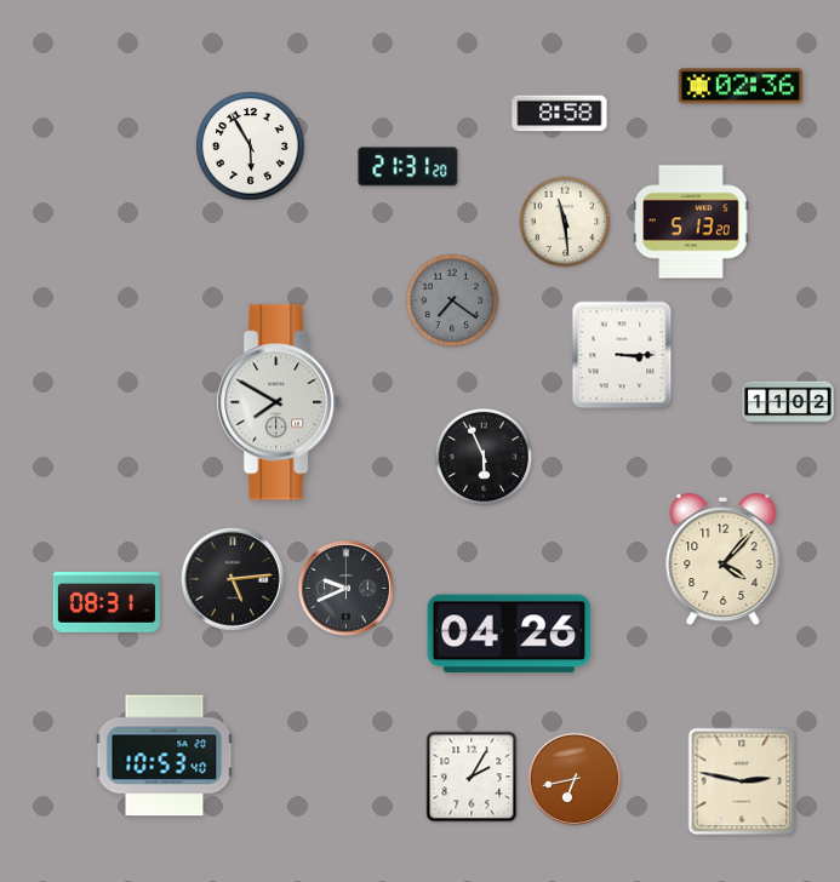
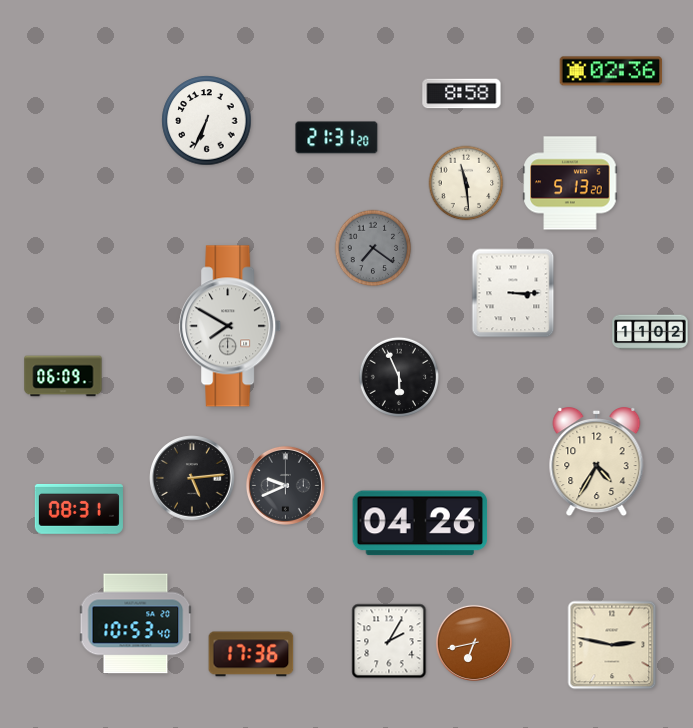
clock at (251, 147): 5:55 -> 6:34
clock at (280, 402) position: (280, 402) -> (231, 326)
clock at (63, 376): none -> 06:09
clock at (724, 561): 4:07 -> 4:35
clock at (107, 602) position: (107, 602) -> (79, 509)
clock at (251, 654): none -> 17:36
